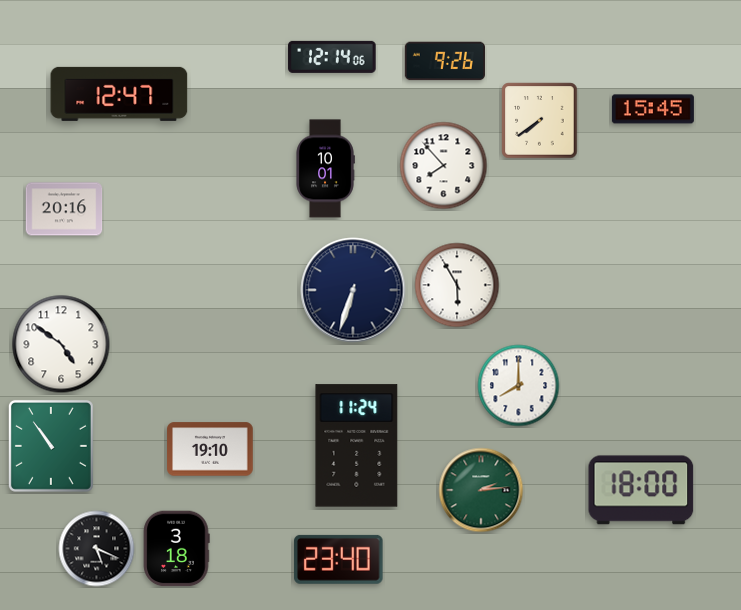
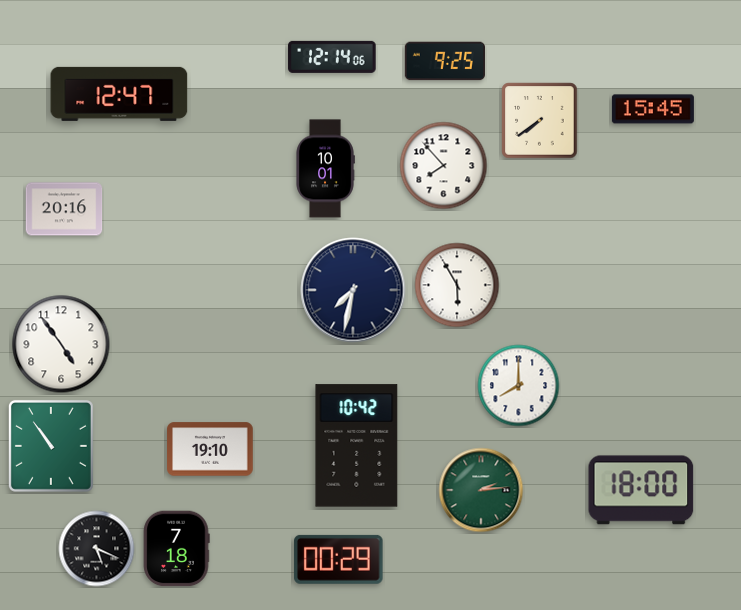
clock at (445, 61): 9:26 -> 9:25
clock at (353, 290): 6:33 -> 7:32
clock at (61, 344): 4:51 -> 4:54
clock at (357, 446): 11:24 -> 10:42
clock at (177, 549): 3:18 -> 7:18
clock at (339, 559): 23:40 -> 00:29
